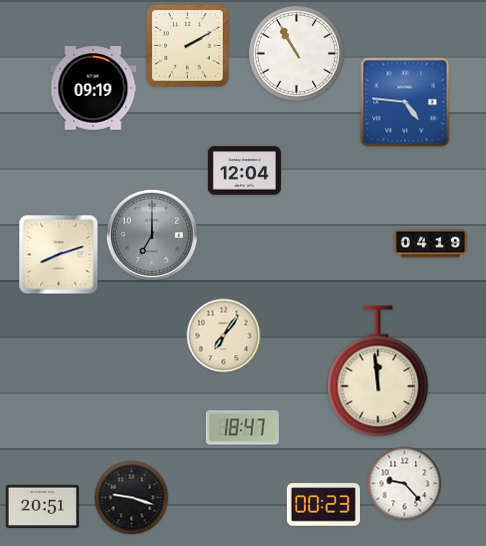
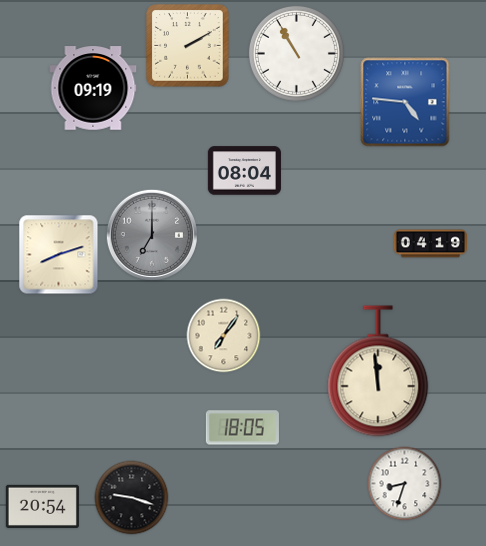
clock at (244, 171): 12:04 -> 08:04
clock at (242, 428): 18:47 -> 18:05
clock at (405, 484): 9:23 -> 8:33
clock at (323, 505): 00:23 -> none
clock at (42, 506): 20:51 -> 20:54
